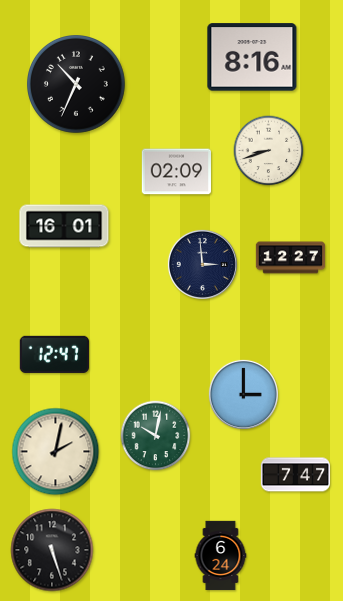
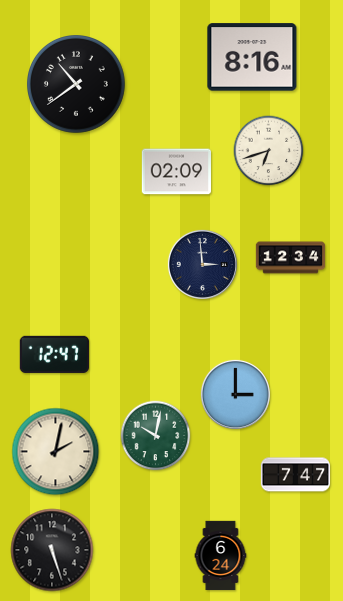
clock at (77, 85): 10:34 -> 10:39
clock at (269, 151): 8:42 -> 6:42
clock at (64, 226): 16:01 -> none
clock at (291, 258): 12:27 -> 12:34
clock at (243, 394) position: (243, 394) -> (235, 394)
